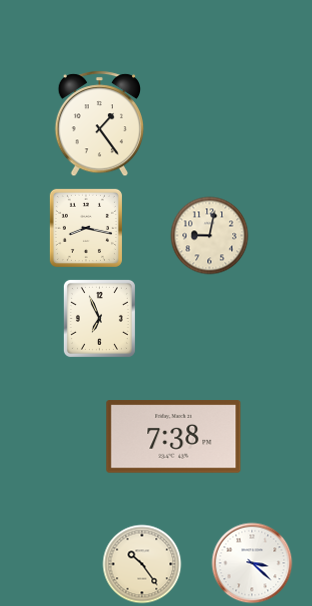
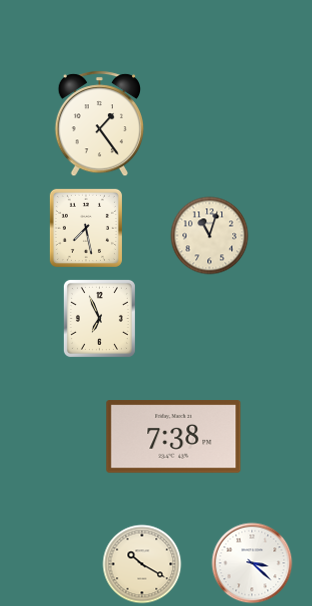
clock at (86, 228): 8:17 -> 7:28
clock at (210, 236): 9:02 -> 11:03
clock at (142, 564): 10:24 -> 10:20
